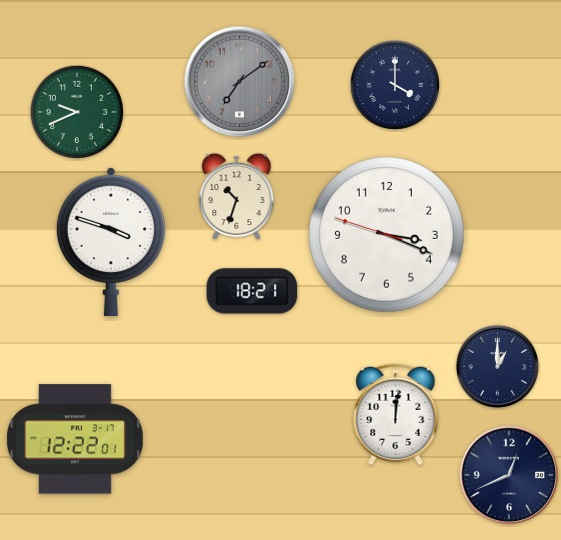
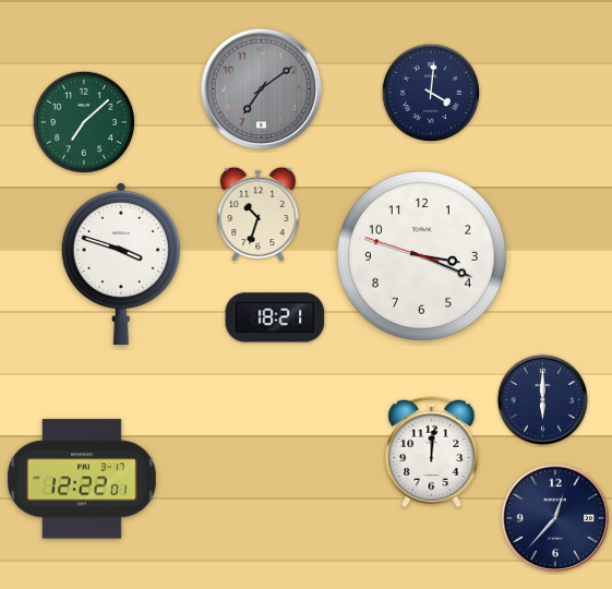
clock at (394, 84): 4:00 -> 4:01
clock at (76, 111): 9:41 -> 7:08
clock at (497, 366): 1:00 -> 6:00
clock at (509, 475): 12:41 -> 12:37
